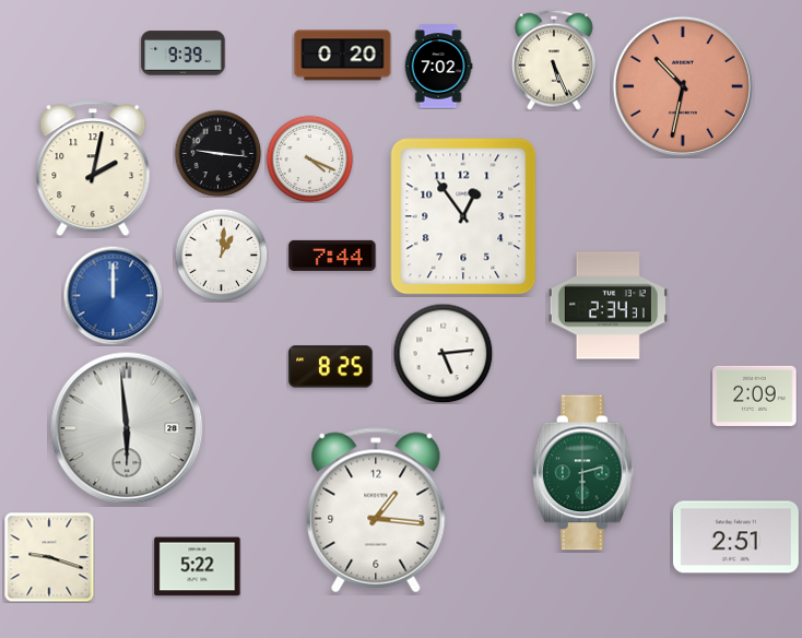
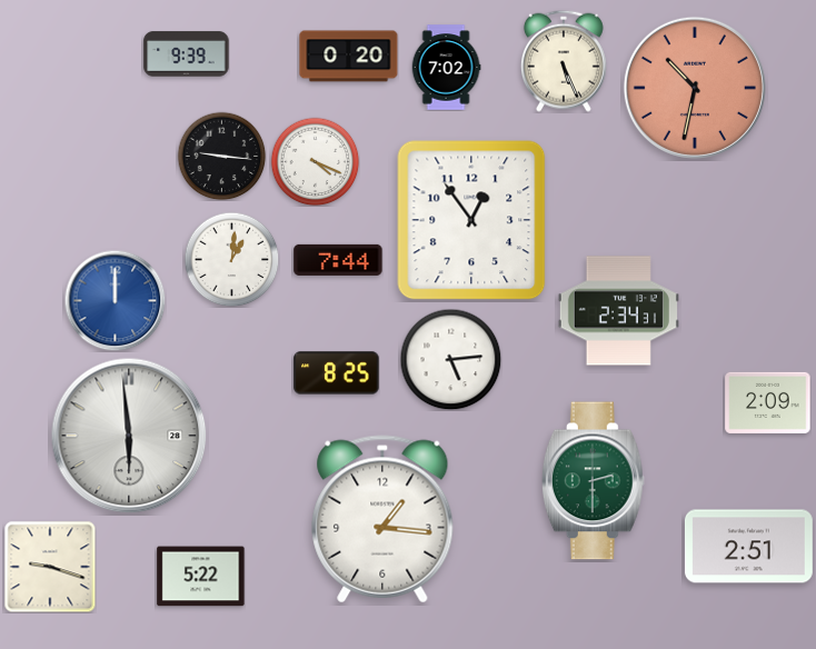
clock at (93, 168): 2:02 -> none
clock at (221, 255) position: (221, 255) -> (231, 259)
